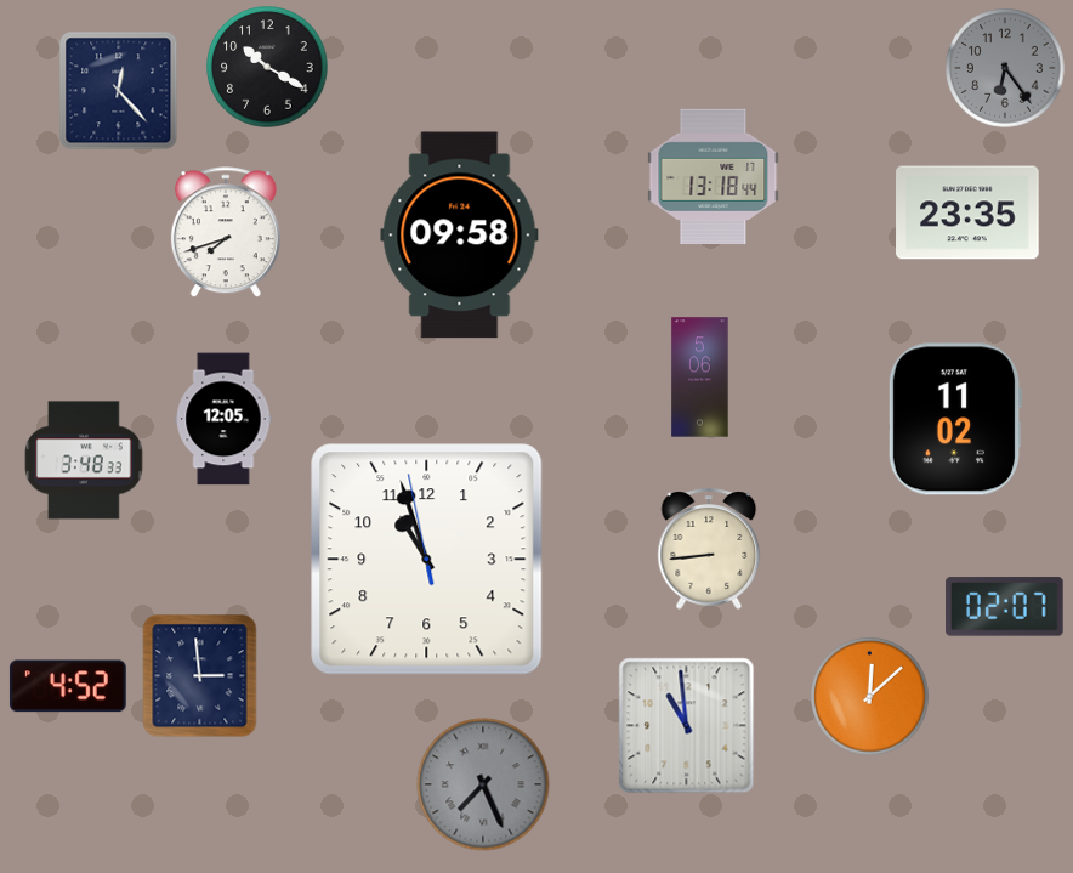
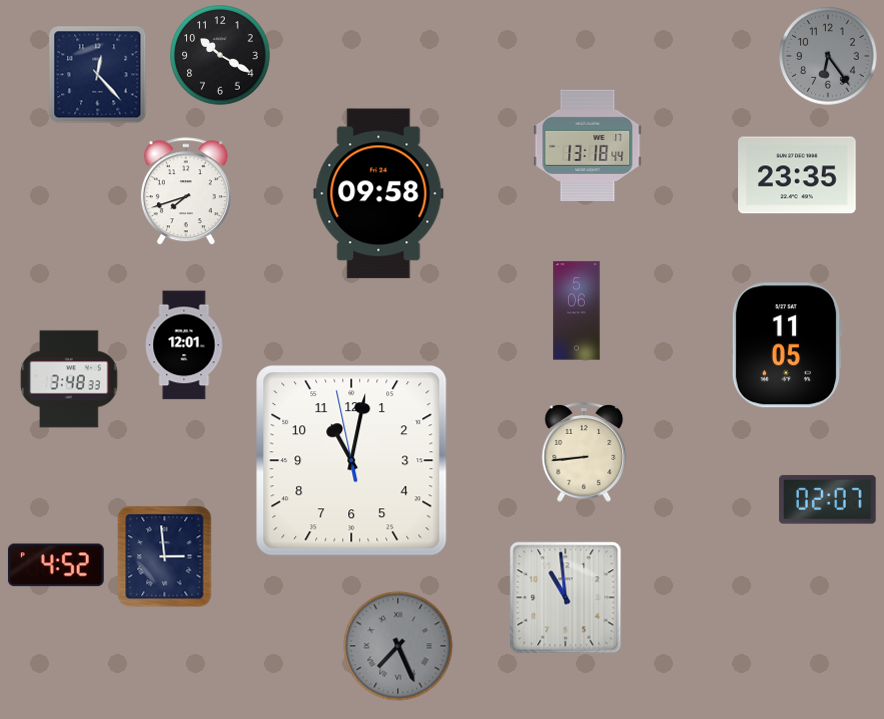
clock at (223, 419): 12:05 -> 12:01
clock at (955, 419): 11:02 -> 11:05
clock at (427, 560): 10:56 -> 11:01
clock at (870, 697): 12:08 -> none
